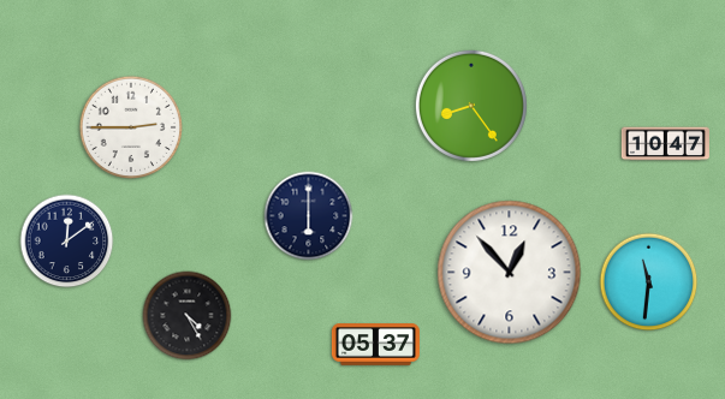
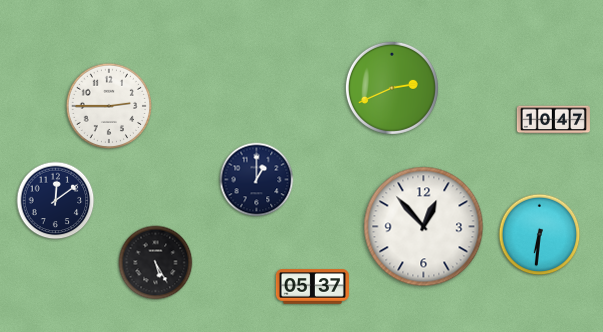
clock at (471, 106): 8:24 -> 2:41
clock at (309, 216): 6:00 -> 1:00
clock at (649, 282): 11:31 -> 6:31
clock at (188, 316): 4:25 -> 5:25
